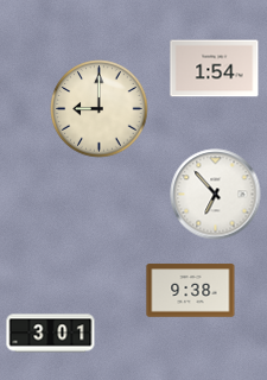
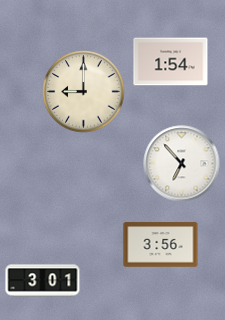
clock at (215, 69) position: (215, 69) -> (171, 62)
clock at (191, 291): 9:38 -> 3:56
